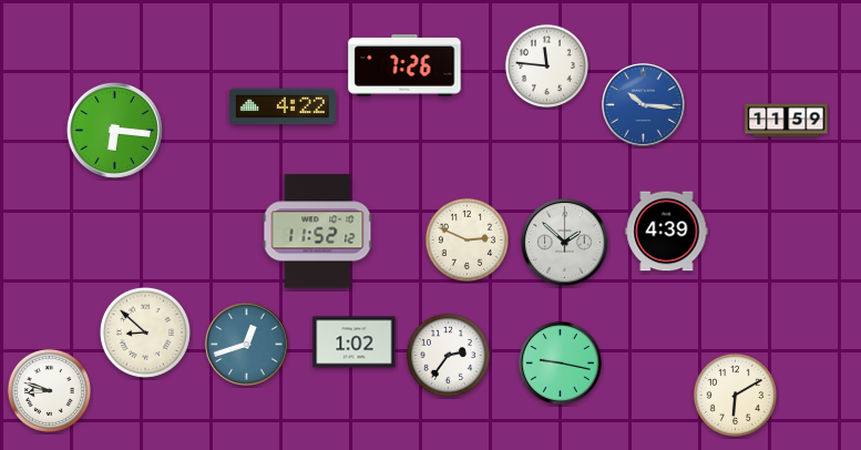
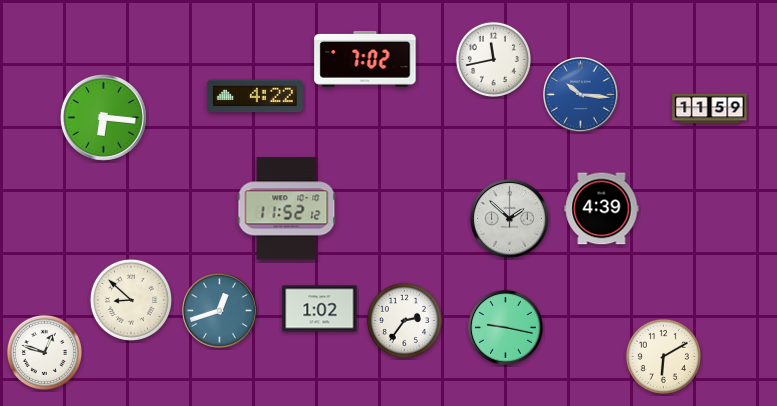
clock at (404, 65): 7:26 -> 7:02
clock at (546, 65): 11:46 -> 11:43
clock at (467, 239): 2:49 -> none
clock at (247, 345) position: (247, 345) -> (220, 311)
clock at (49, 390): 8:48 -> 12:48
